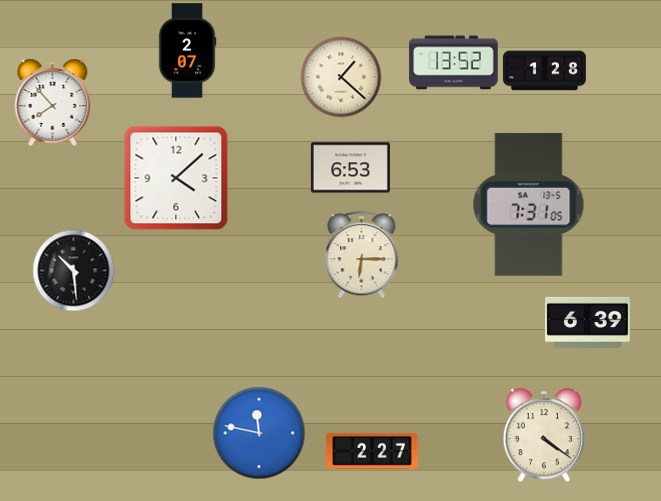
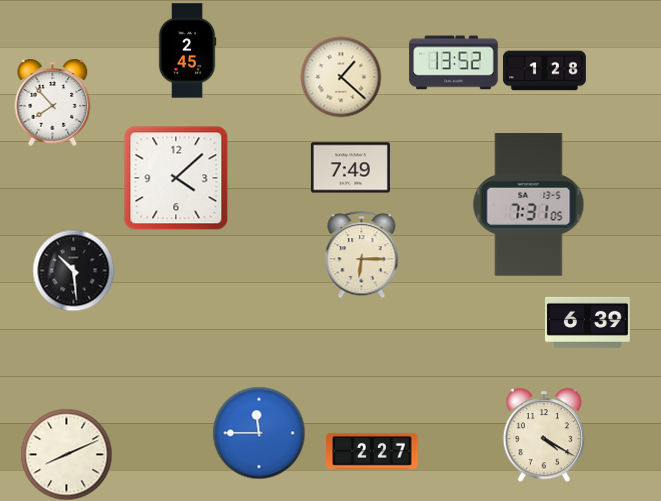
clock at (187, 51): 2:07 -> 2:45
clock at (350, 168): 6:53 -> 7:49
clock at (259, 433): 11:47 -> 11:45
clock at (544, 435): 4:21 -> 4:20
clock at (66, 454): none -> 8:11
